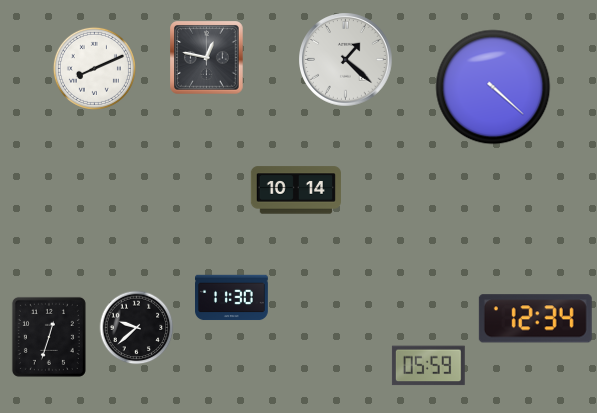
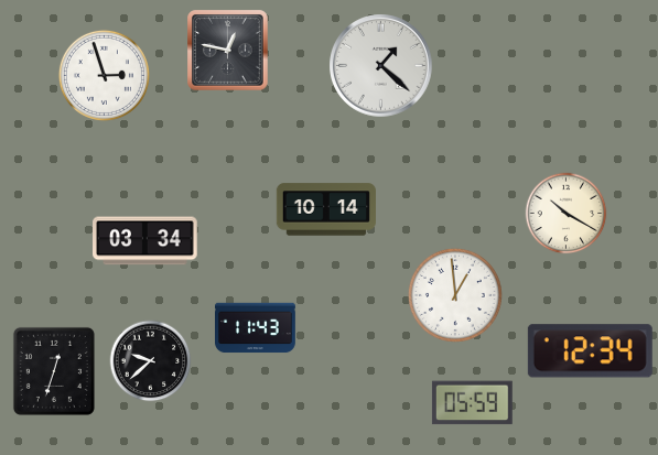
clock at (207, 58) position: (207, 58) -> (228, 51)
clock at (94, 68): 8:11 -> 2:57
clock at (493, 87): 4:22 -> none
clock at (567, 214): none -> 10:20
clock at (145, 241): none -> 03:34
clock at (455, 295): none -> 12:59
clock at (232, 298): 11:30 -> 11:43
